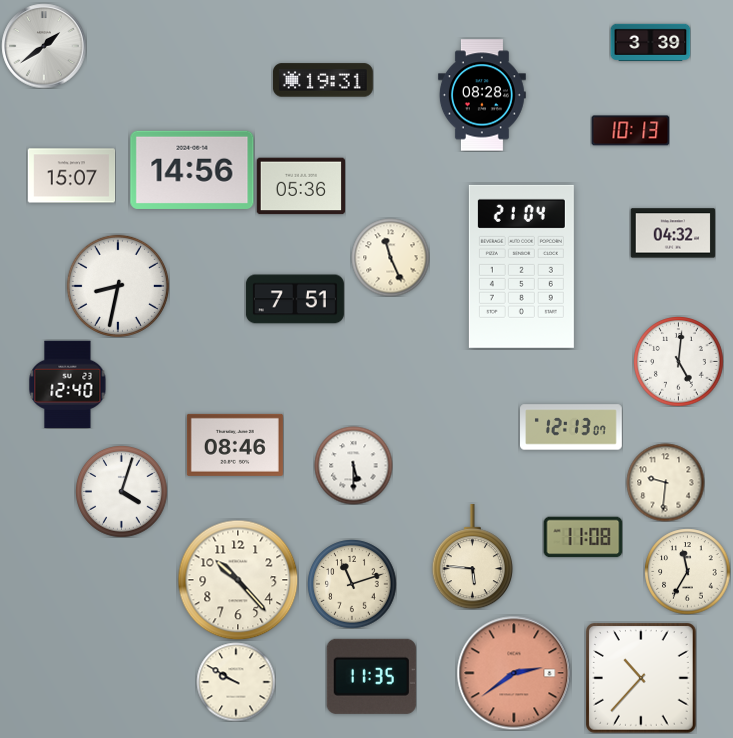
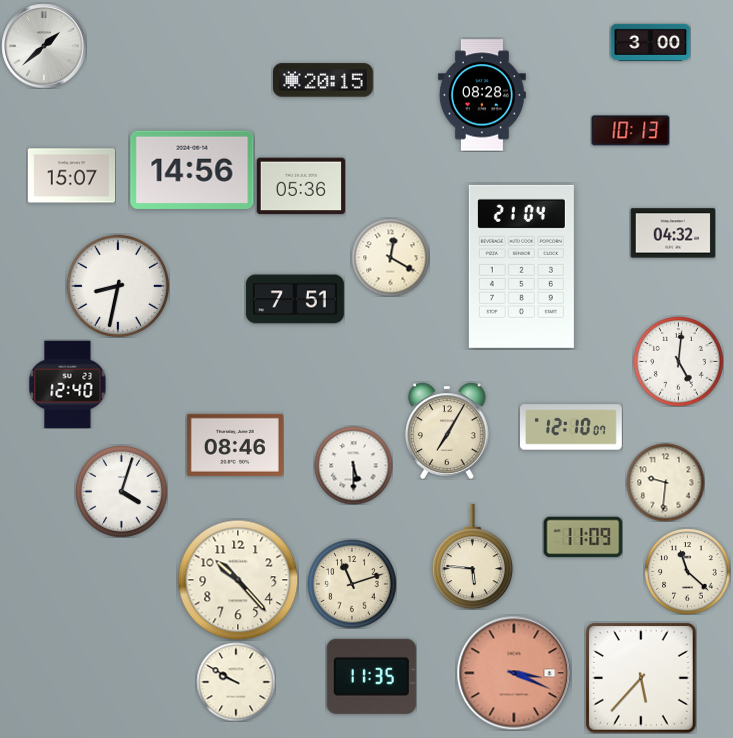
clock at (650, 42): 3:39 -> 3:00
clock at (44, 46): 1:39 -> 1:38
clock at (323, 80): 19:31 -> 20:15
clock at (390, 257): 11:26 -> 12:20
clock at (572, 427): 12:13 -> 12:10
clock at (447, 431): none -> 7:05
clock at (583, 537): 11:08 -> 11:09
clock at (687, 571): 11:35 -> 11:22
clock at (514, 673): 2:39 -> 3:19
clock at (642, 679): 10:37 -> 5:37
